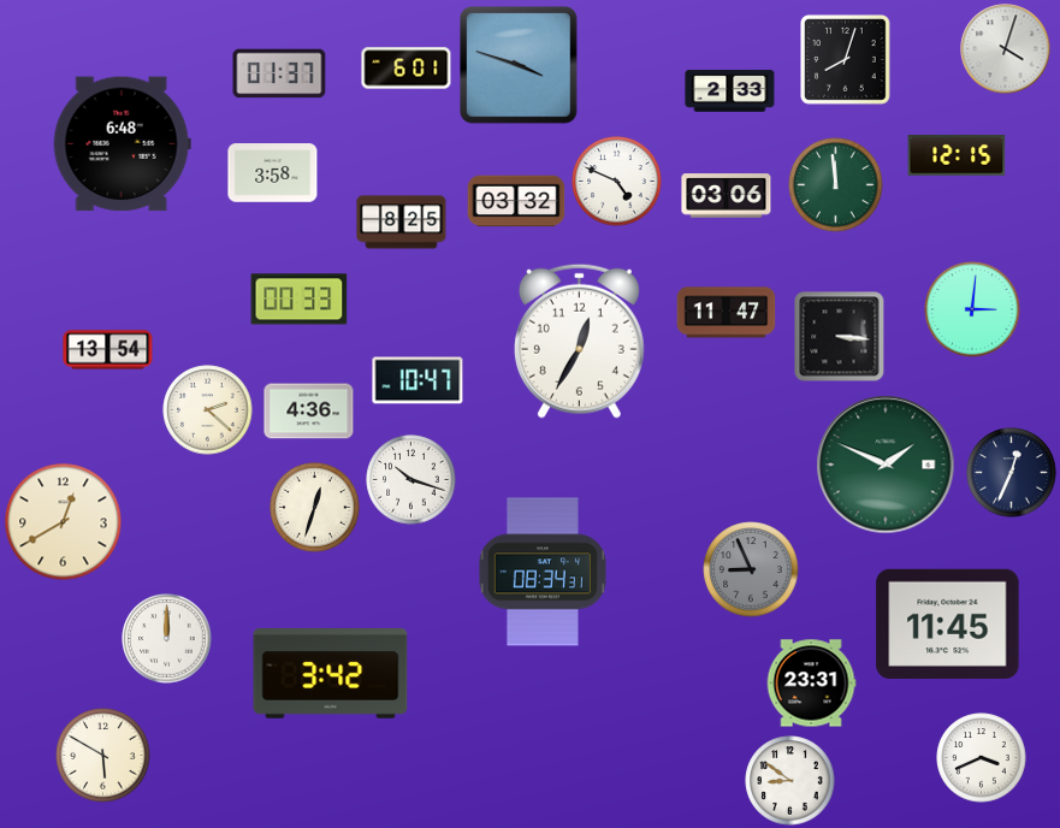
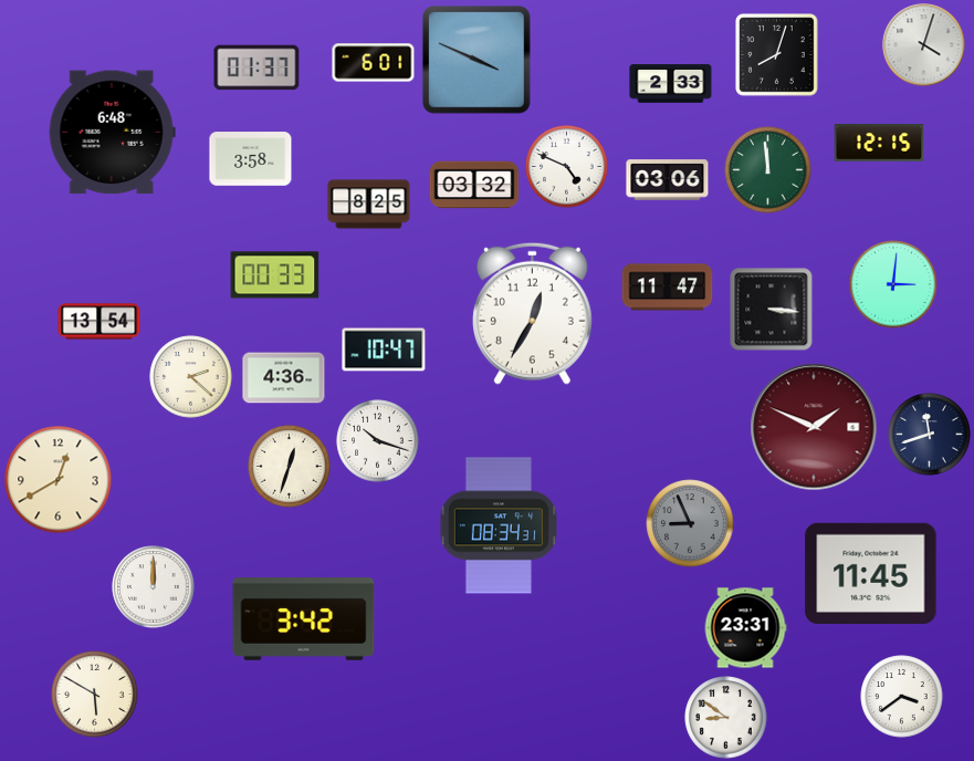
clock at (519, 65): 3:48 -> 3:49
clock at (886, 465) dial: green -> burgundy
clock at (1012, 473): 12:34 -> 11:42
clock at (982, 758): 3:41 -> 3:39
